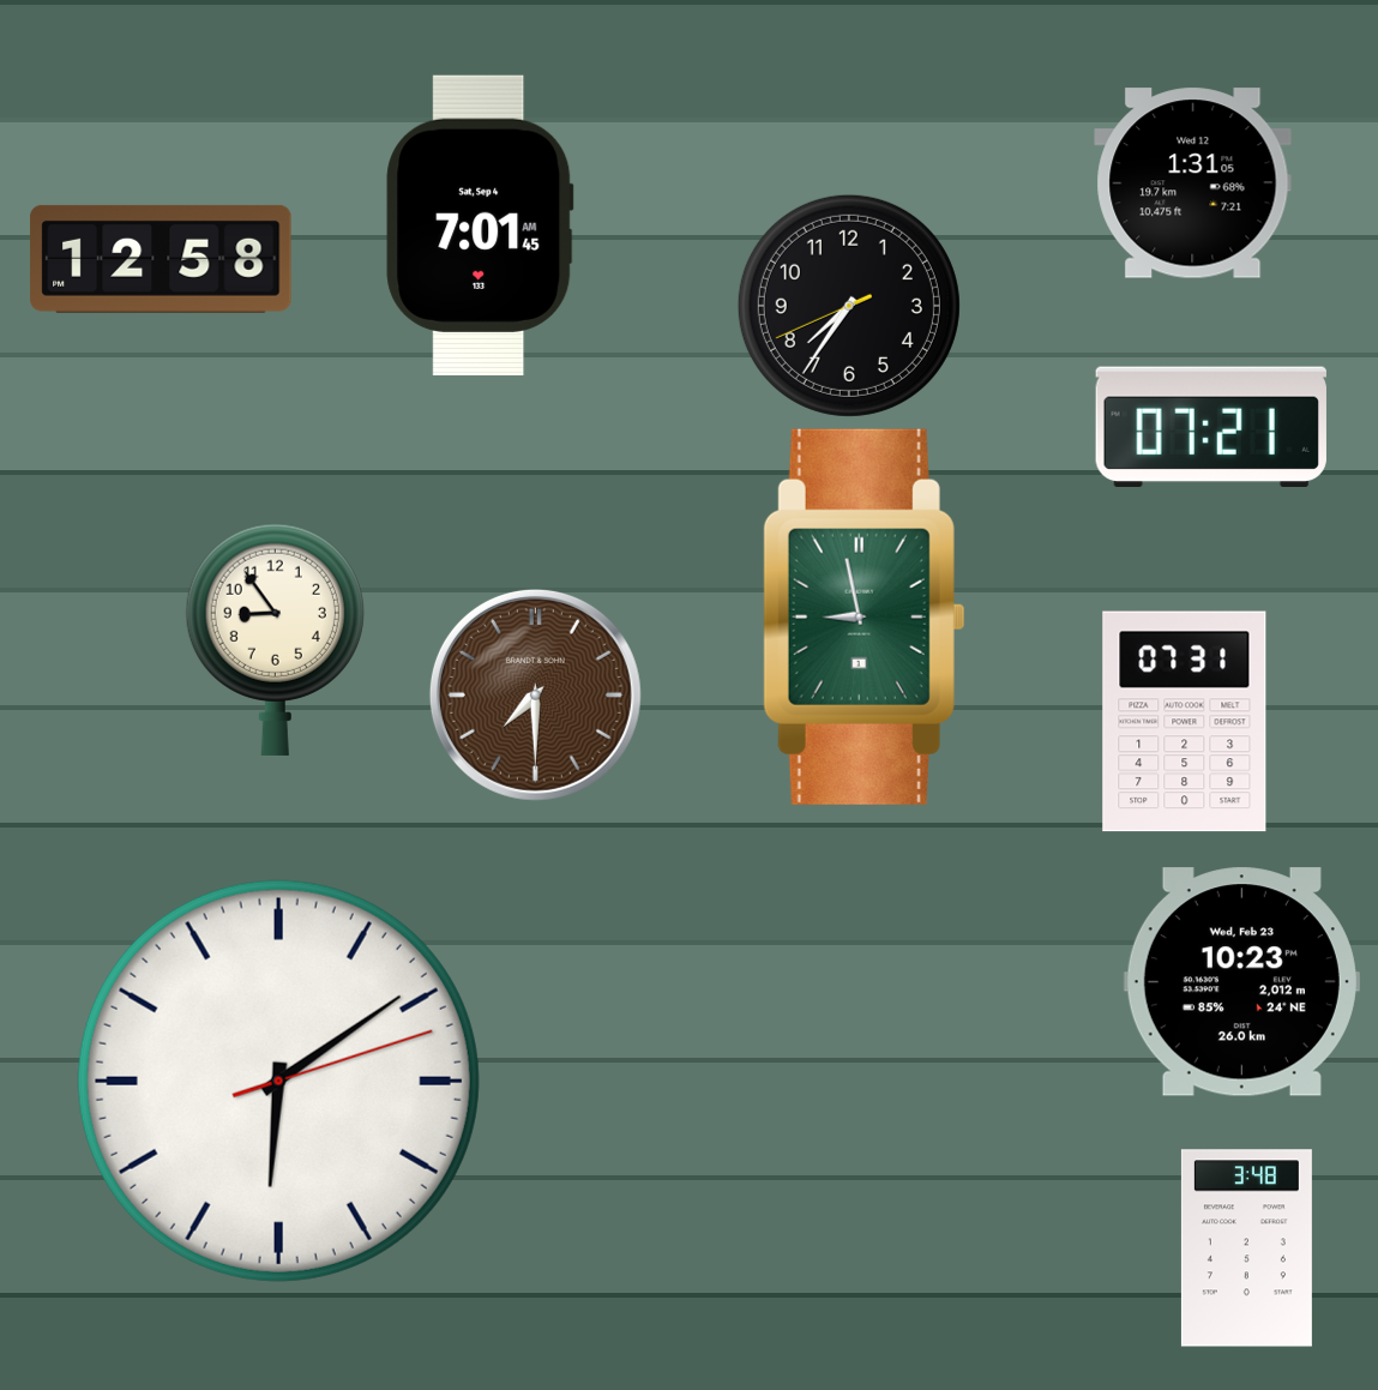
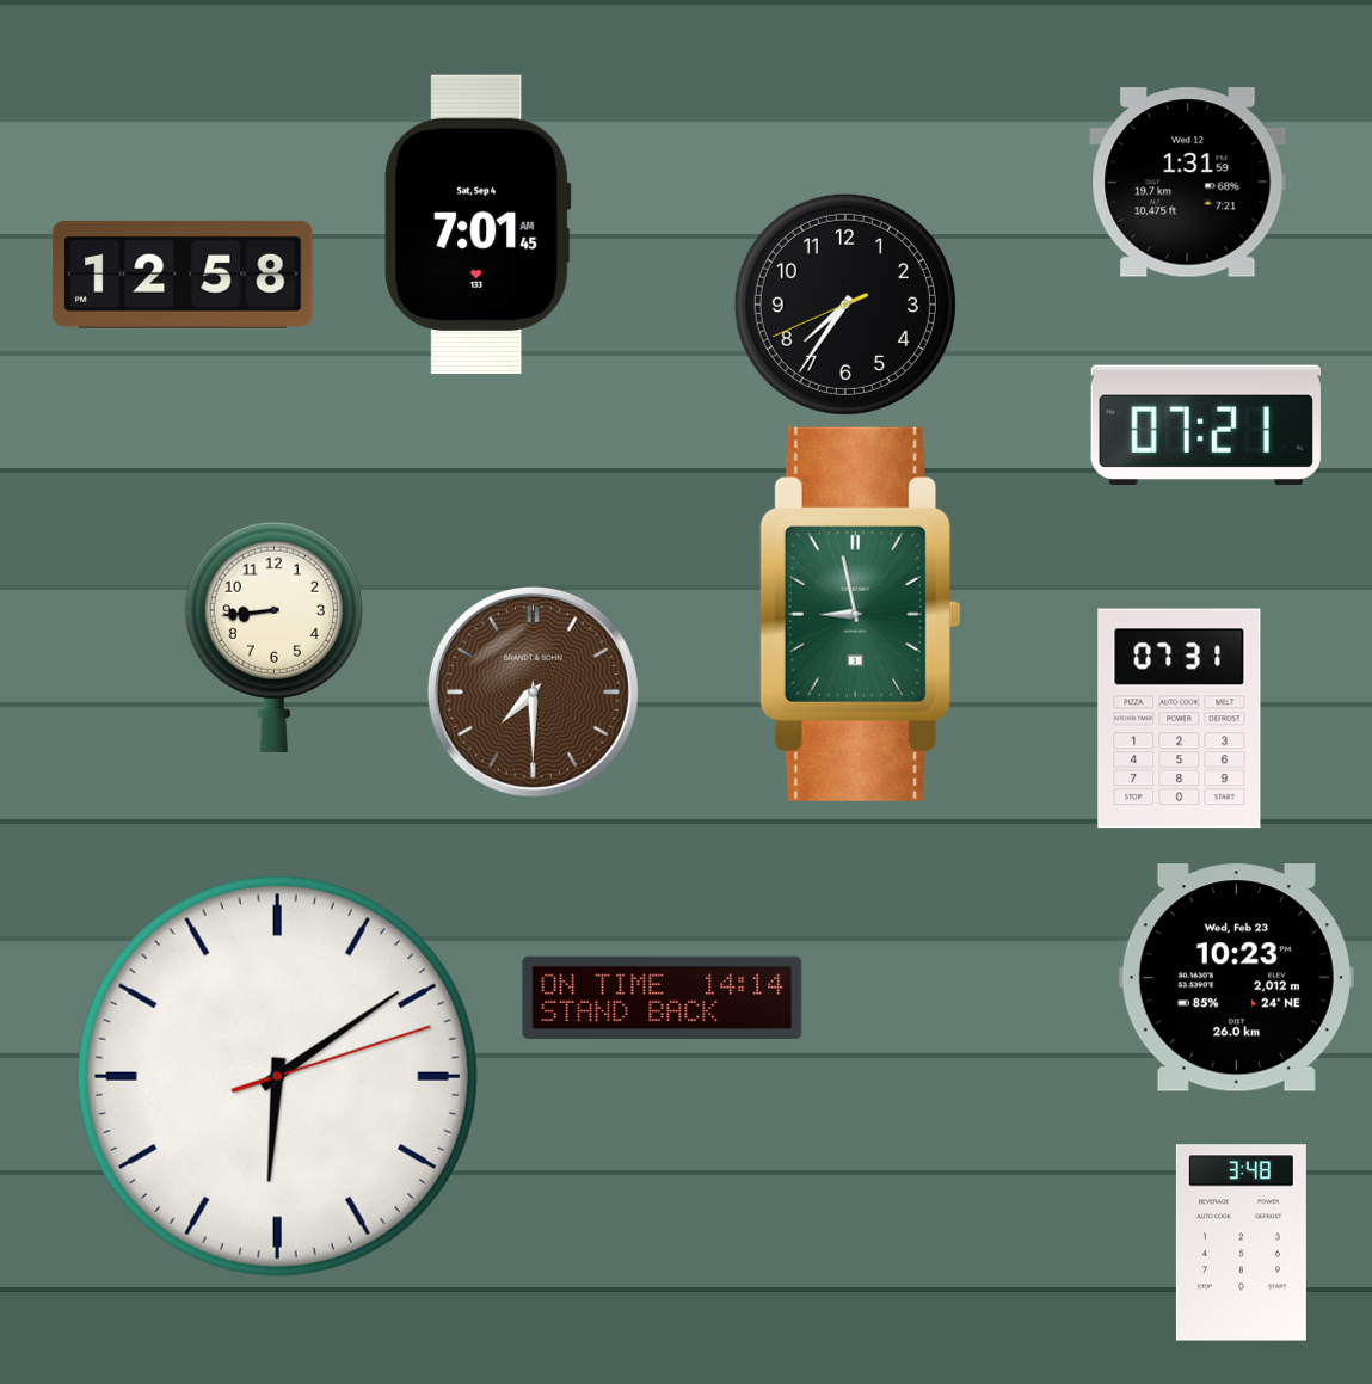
clock at (1193, 183): 1:31:05 -> 1:31:59
clock at (161, 259) position: (161, 259) -> (183, 275)
clock at (275, 639): 8:54 -> 8:44
clock at (663, 997): none -> 14:14
